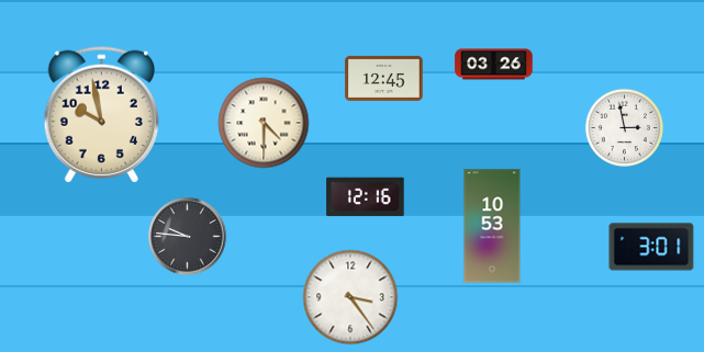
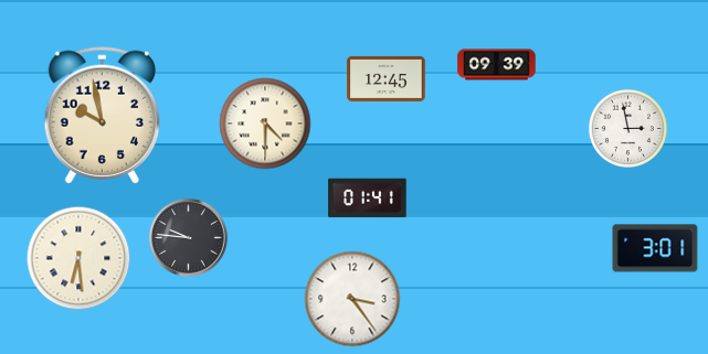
clock at (494, 65): 03:26 -> 09:39
clock at (366, 197): 12:16 -> 01:41
clock at (492, 226): 10:53 -> none
clock at (78, 258): none -> 6:29
